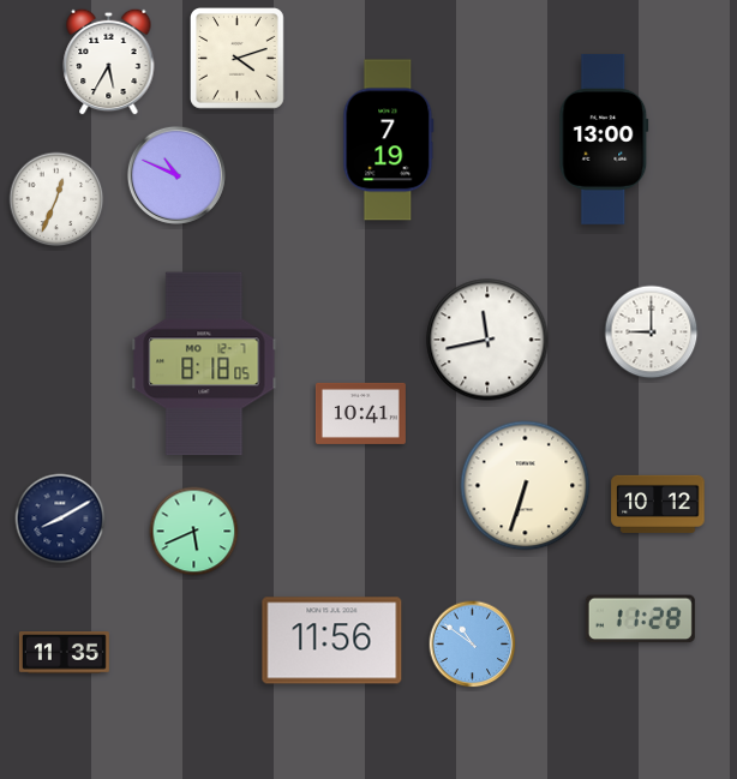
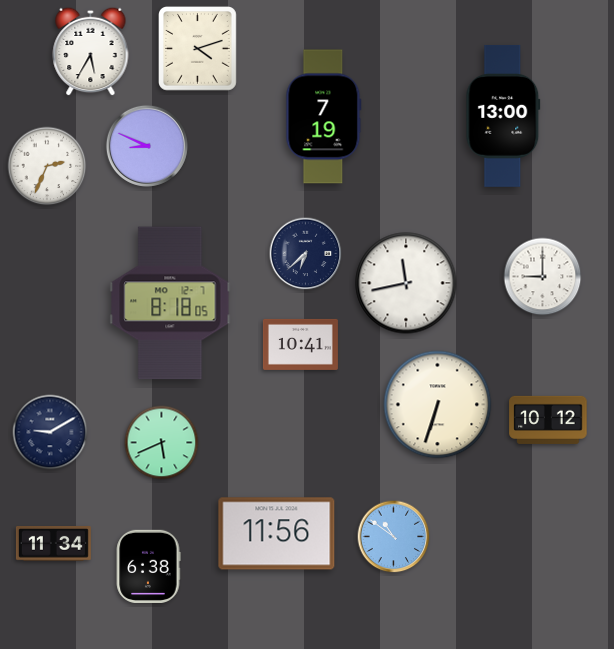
clock at (176, 175): 10:49 -> 8:49
clock at (56, 199): 12:34 -> 2:34
clock at (306, 254): none -> 6:38
clock at (60, 519): 8:10 -> 9:10
clock at (640, 619): 11:28 -> none
clock at (64, 653): 11:35 -> 11:34
clock at (148, 566): none -> 6:38
